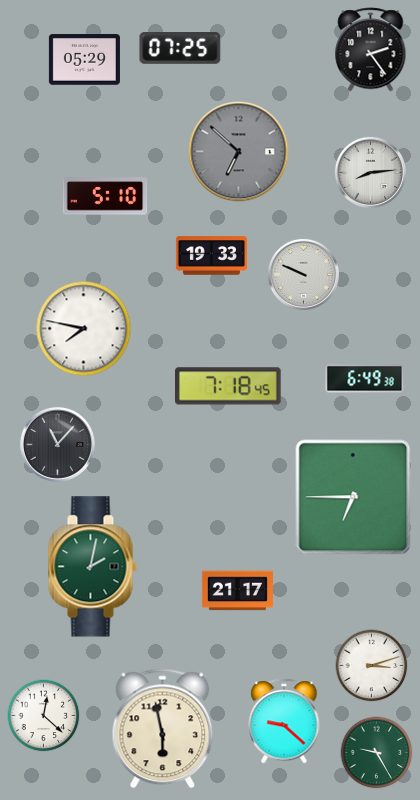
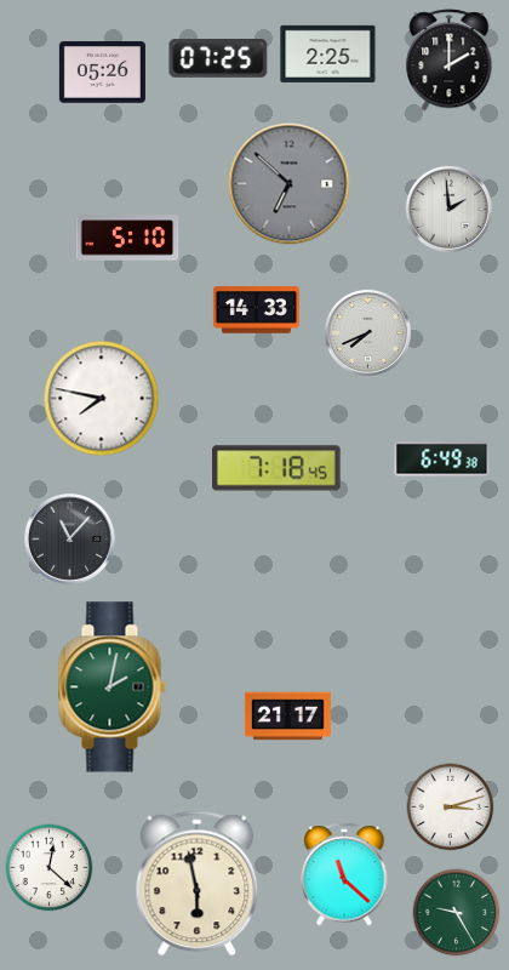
clock at (328, 53): none -> 2:25
clock at (371, 50): 2:24 -> 2:00
clock at (84, 60): 05:29 -> 05:26
clock at (370, 172): 8:14 -> 1:59
clock at (211, 256): 19:33 -> 14:33
clock at (303, 274): 9:49 -> 7:41
clock at (353, 497): 6:45 -> none
clock at (44, 716) position: (44, 716) -> (50, 868)
clock at (284, 721): 9:22 -> 11:22
